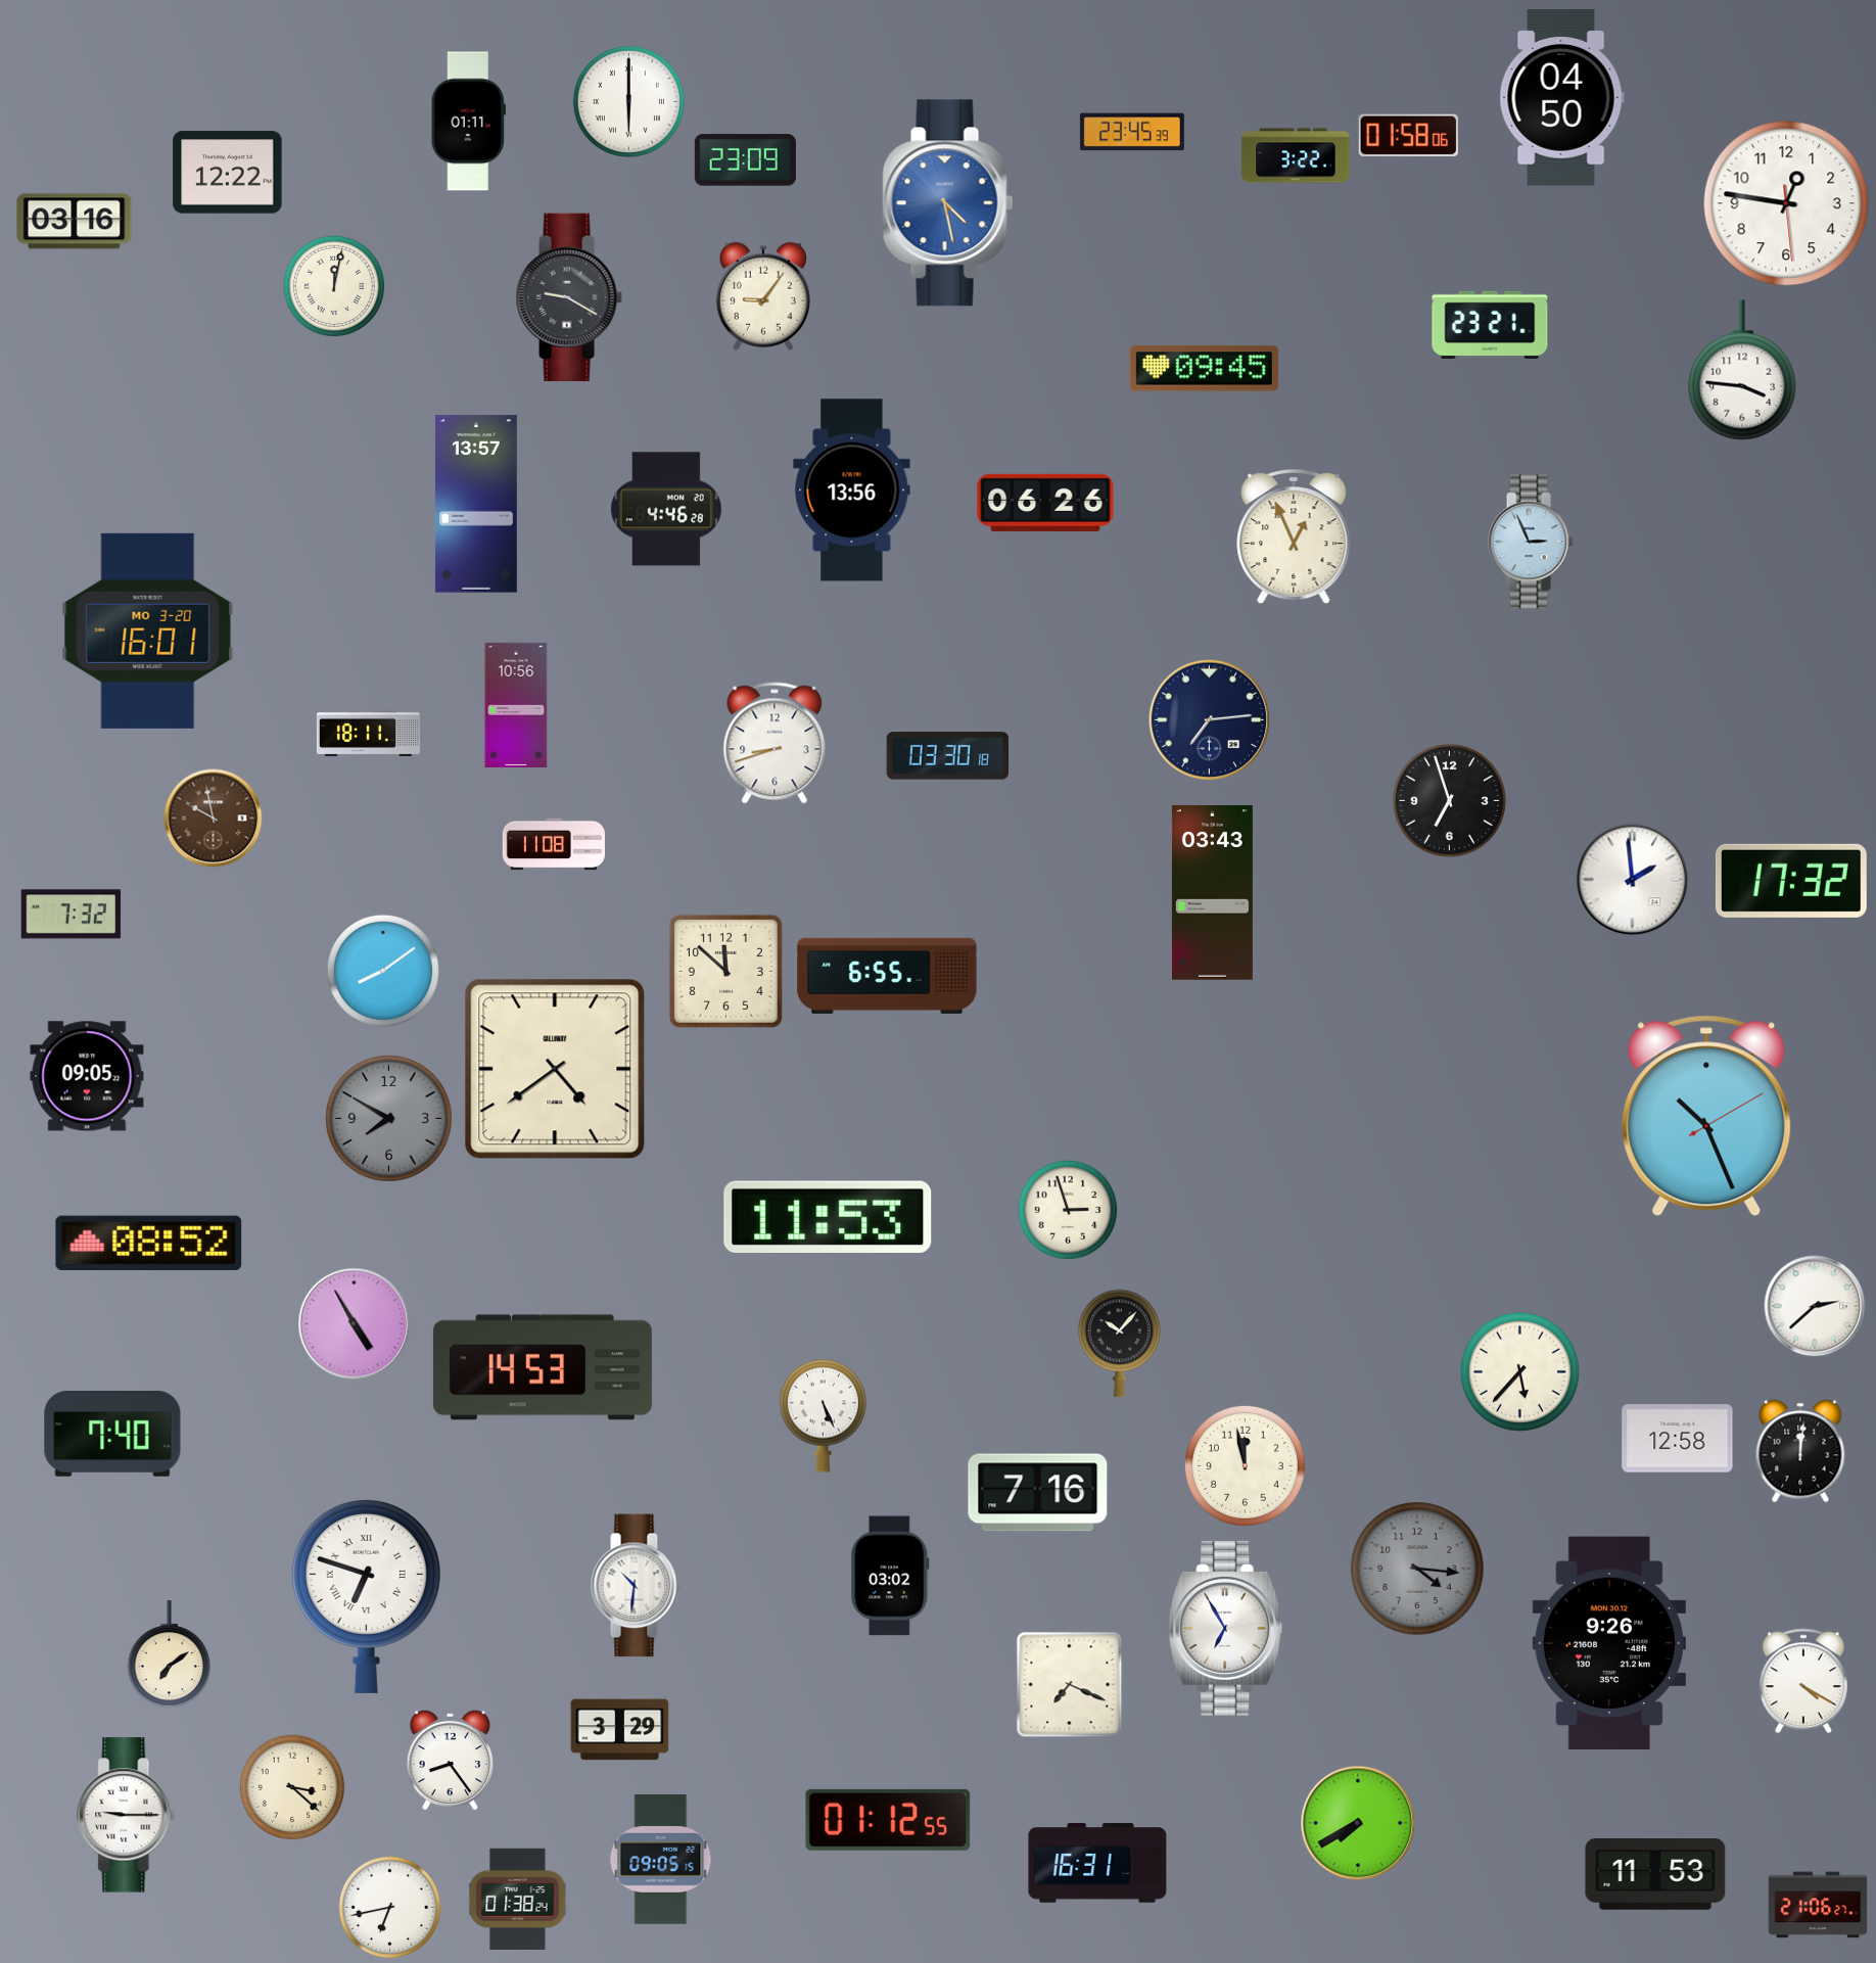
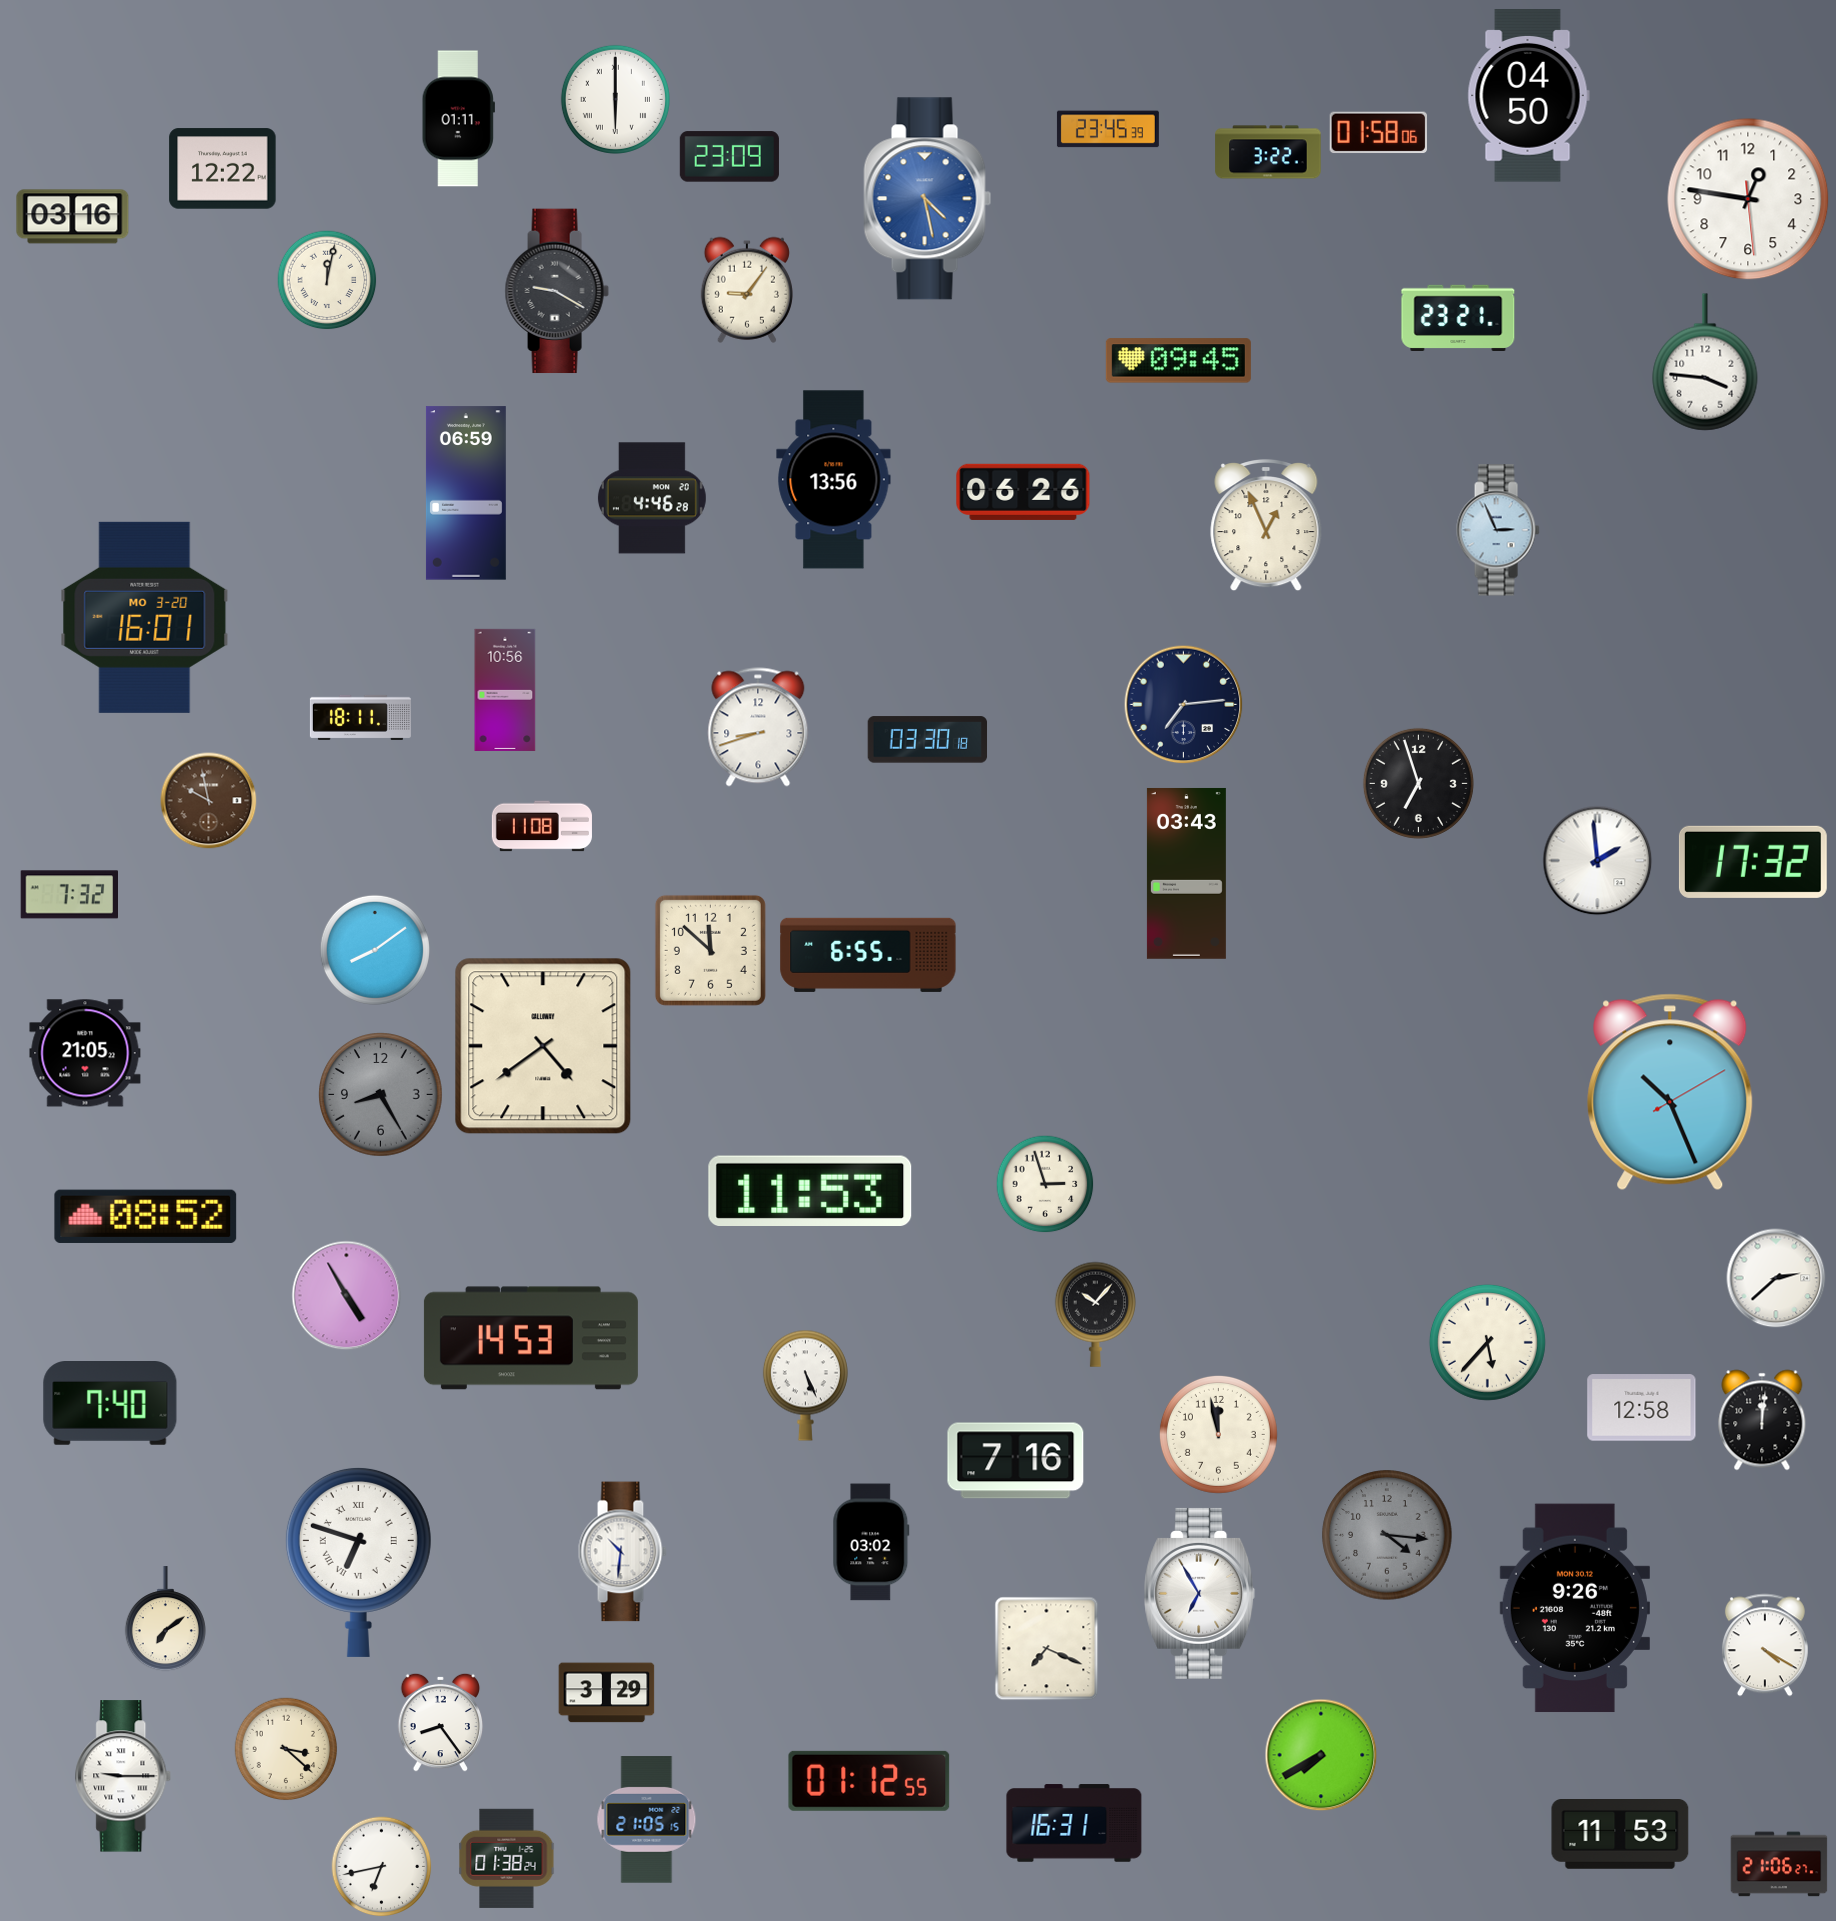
clock at (476, 504): 13:57 -> 06:59
clock at (87, 1076): 09:05 -> 21:05
clock at (389, 1119): 7:50 -> 8:25
clock at (1358, 1823) position: (1358, 1823) -> (1321, 1755)
clock at (661, 1860): 09:05 -> 21:05
